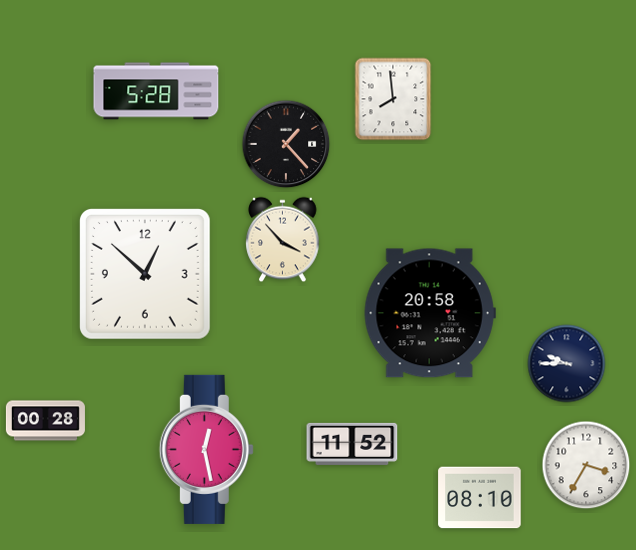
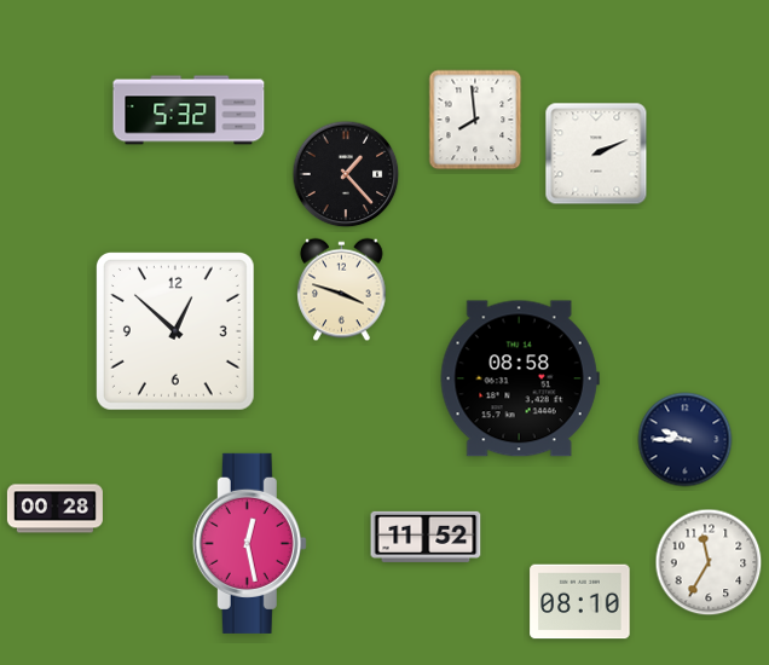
clock at (156, 91): 5:28 -> 5:32
clock at (596, 154): none -> 2:11
clock at (283, 240): 3:53 -> 3:48
clock at (430, 313): 20:58 -> 08:58
clock at (586, 465): 3:35 -> 11:35
